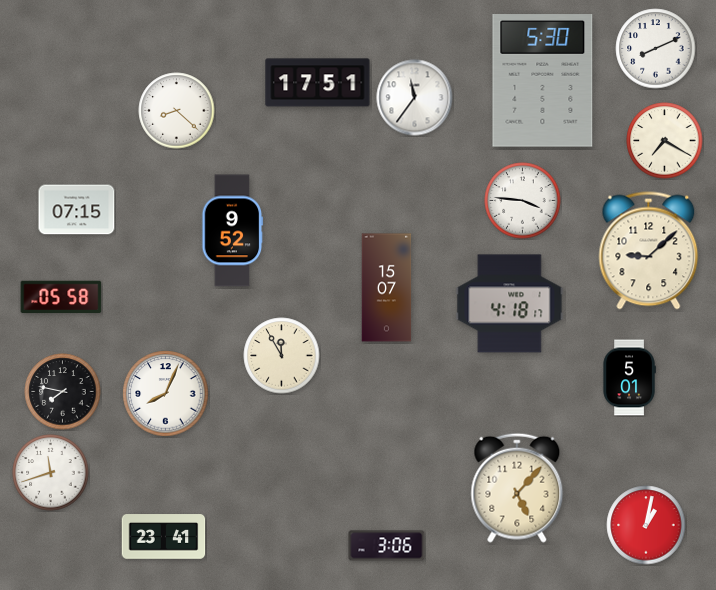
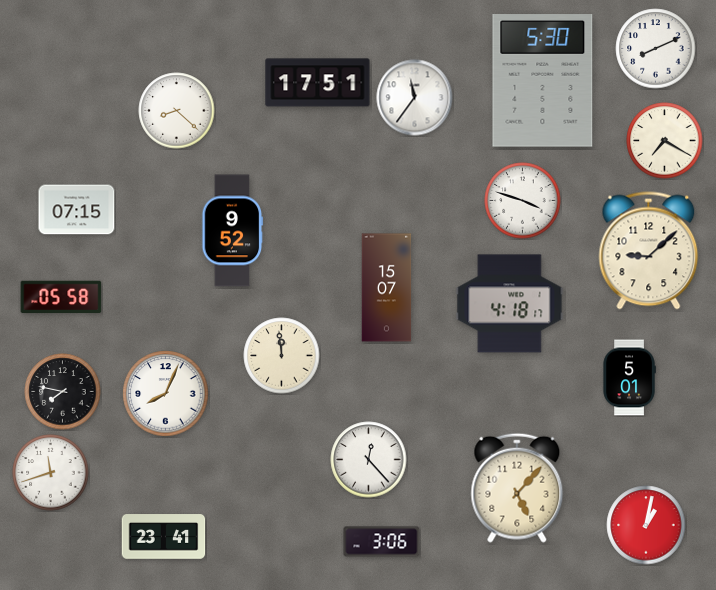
clock at (523, 201): 3:46 -> 3:48
clock at (282, 356): 11:55 -> 11:59
clock at (369, 460): none -> 12:23
clock at (387, 546) position: (387, 546) -> (382, 542)
